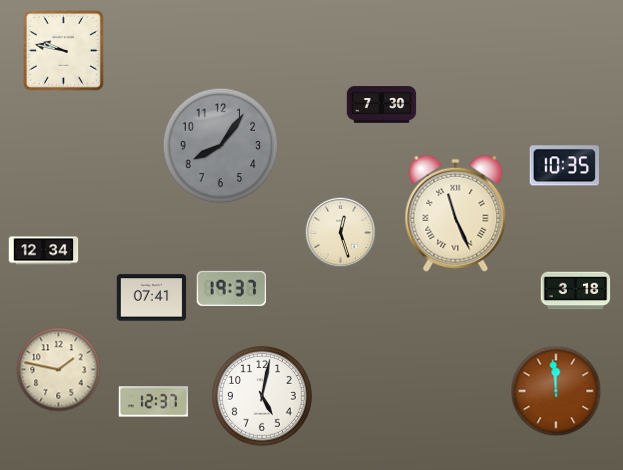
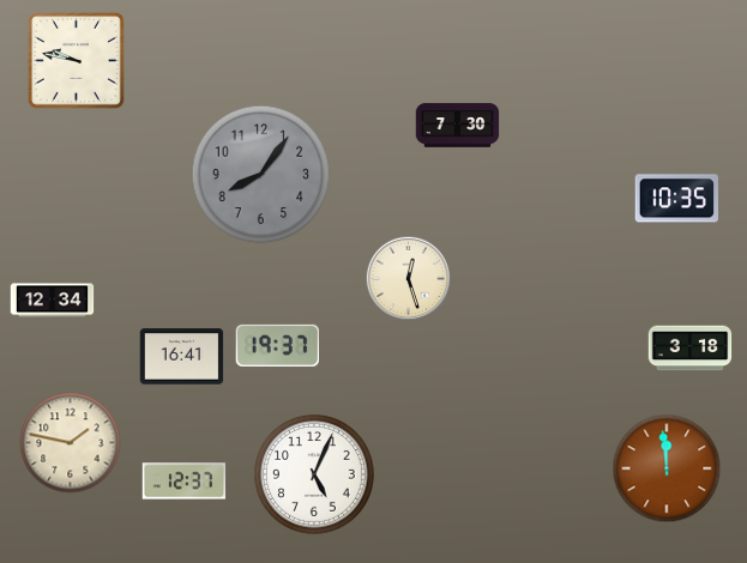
clock at (221, 146) position: (221, 146) -> (261, 175)
clock at (456, 213): 11:26 -> none
clock at (152, 298): 07:41 -> 16:41
clock at (263, 397): 5:02 -> 5:04
